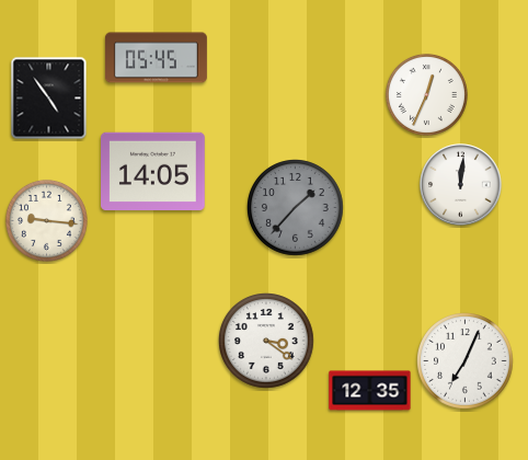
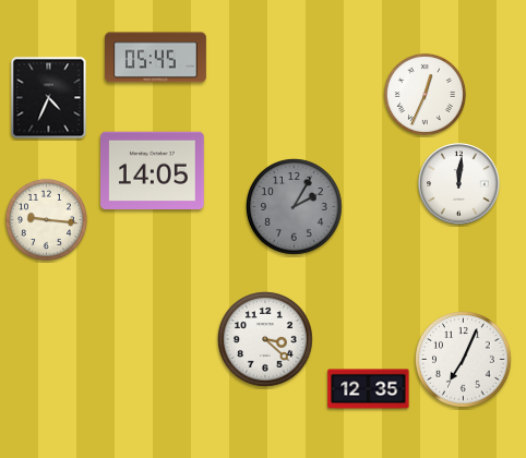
clock at (49, 99): 4:54 -> 4:34
clock at (296, 208): 1:37 -> 2:05
clock at (267, 342): 3:21 -> 3:22
